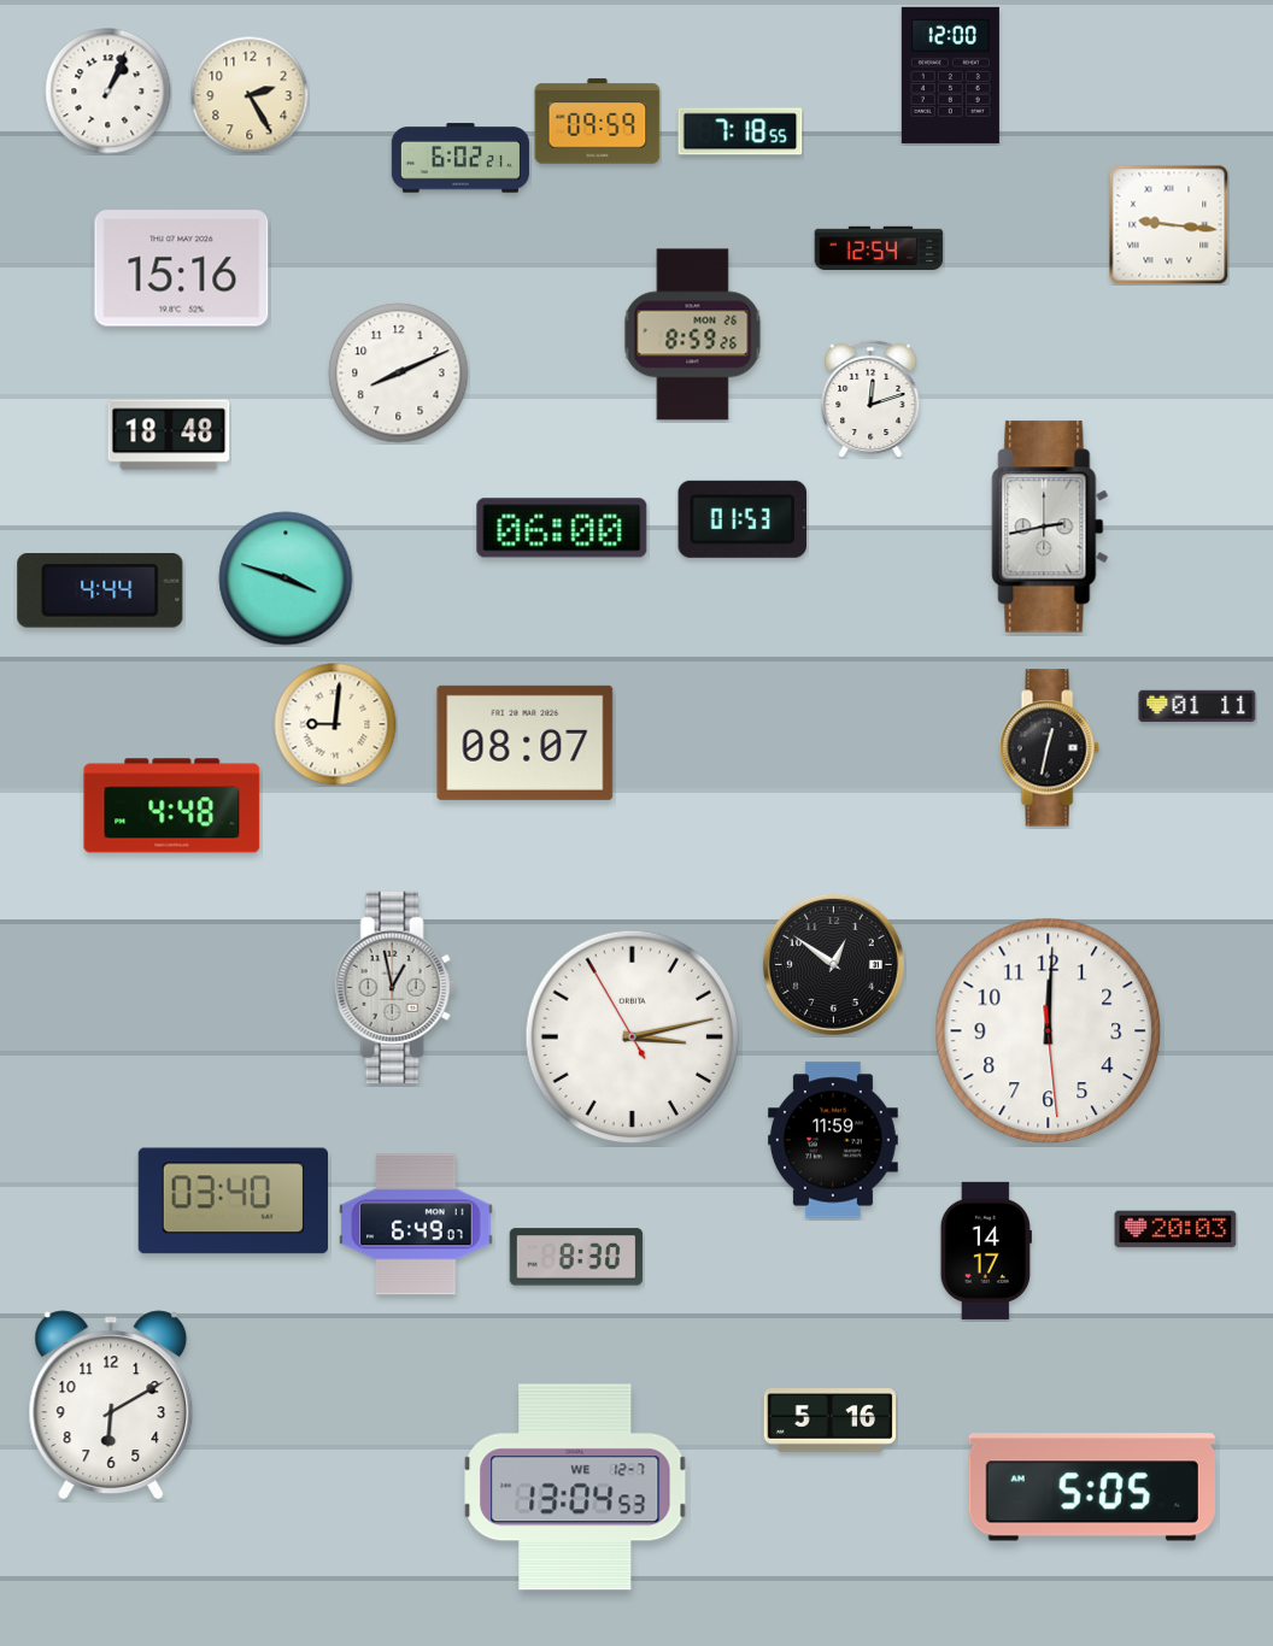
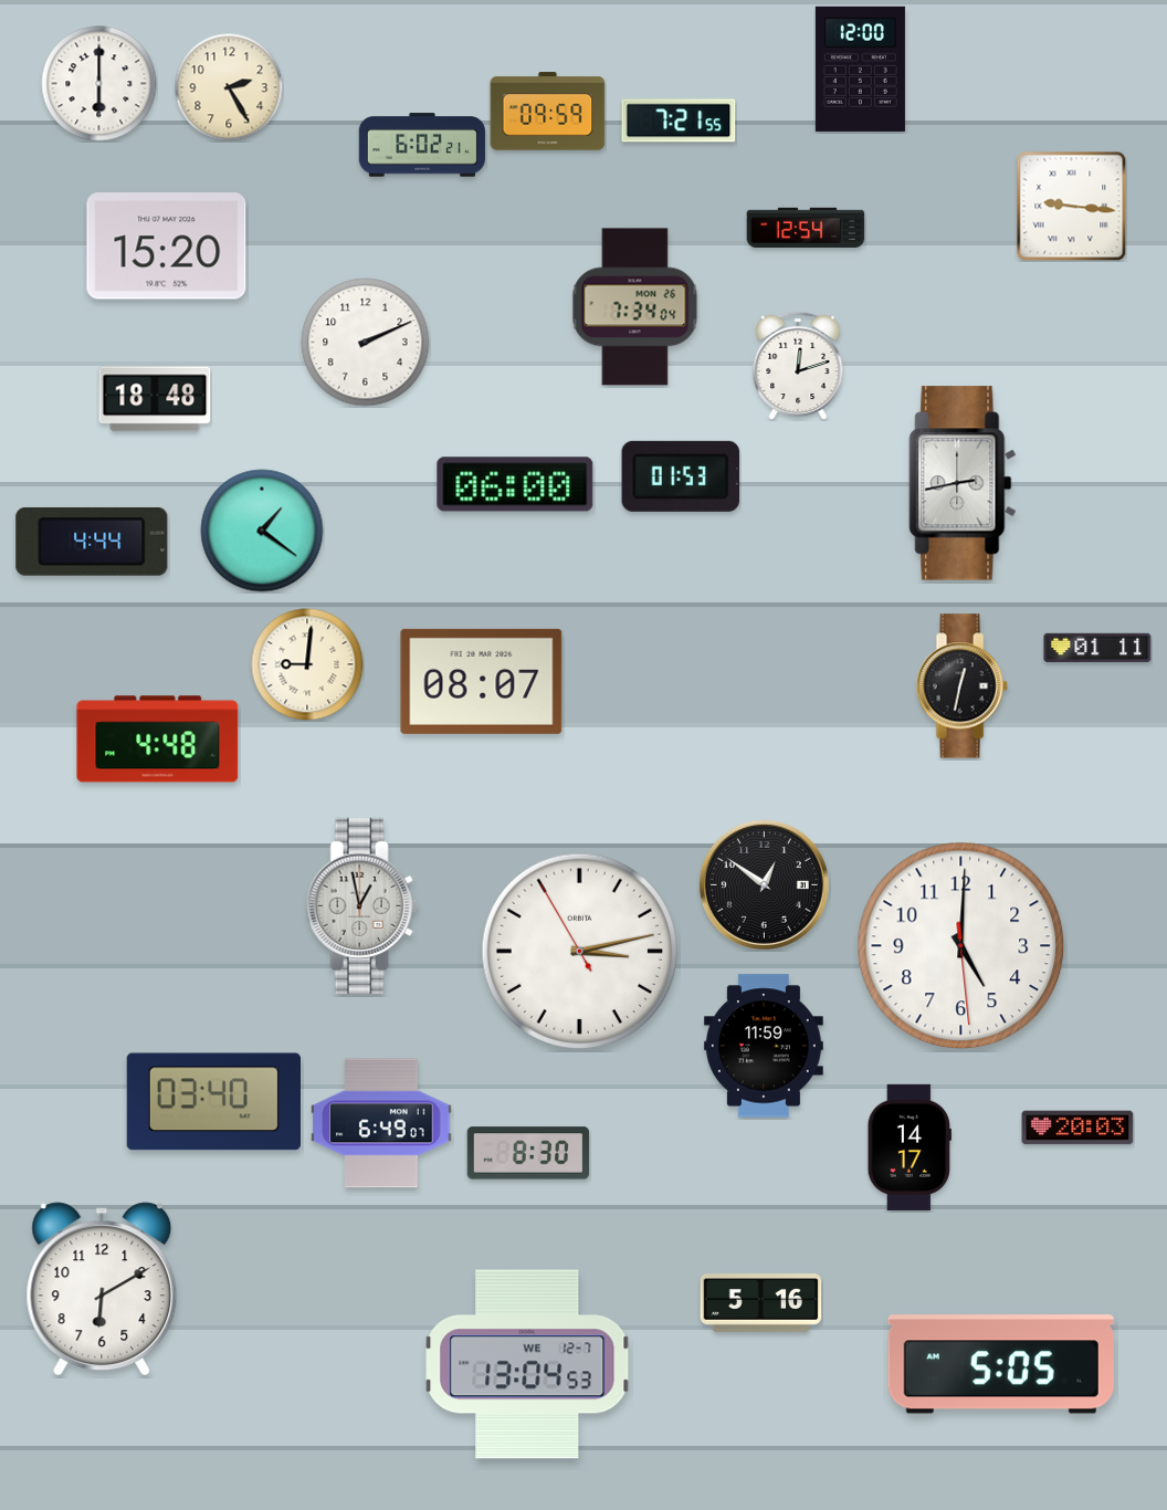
clock at (950, 75) position: (950, 75) -> (860, 69)
clock at (108, 92): 1:04 -> 6:00
clock at (740, 131): 7:18 -> 7:21
clock at (182, 269): 15:16 -> 15:20
clock at (693, 335): 8:59 -> 7:34
clock at (399, 374): 8:11 -> 2:11
clock at (286, 578): 3:48 -> 1:21
clock at (1049, 1031): 12:00 -> 5:00
clock at (986, 1251) position: (986, 1251) -> (910, 1147)
